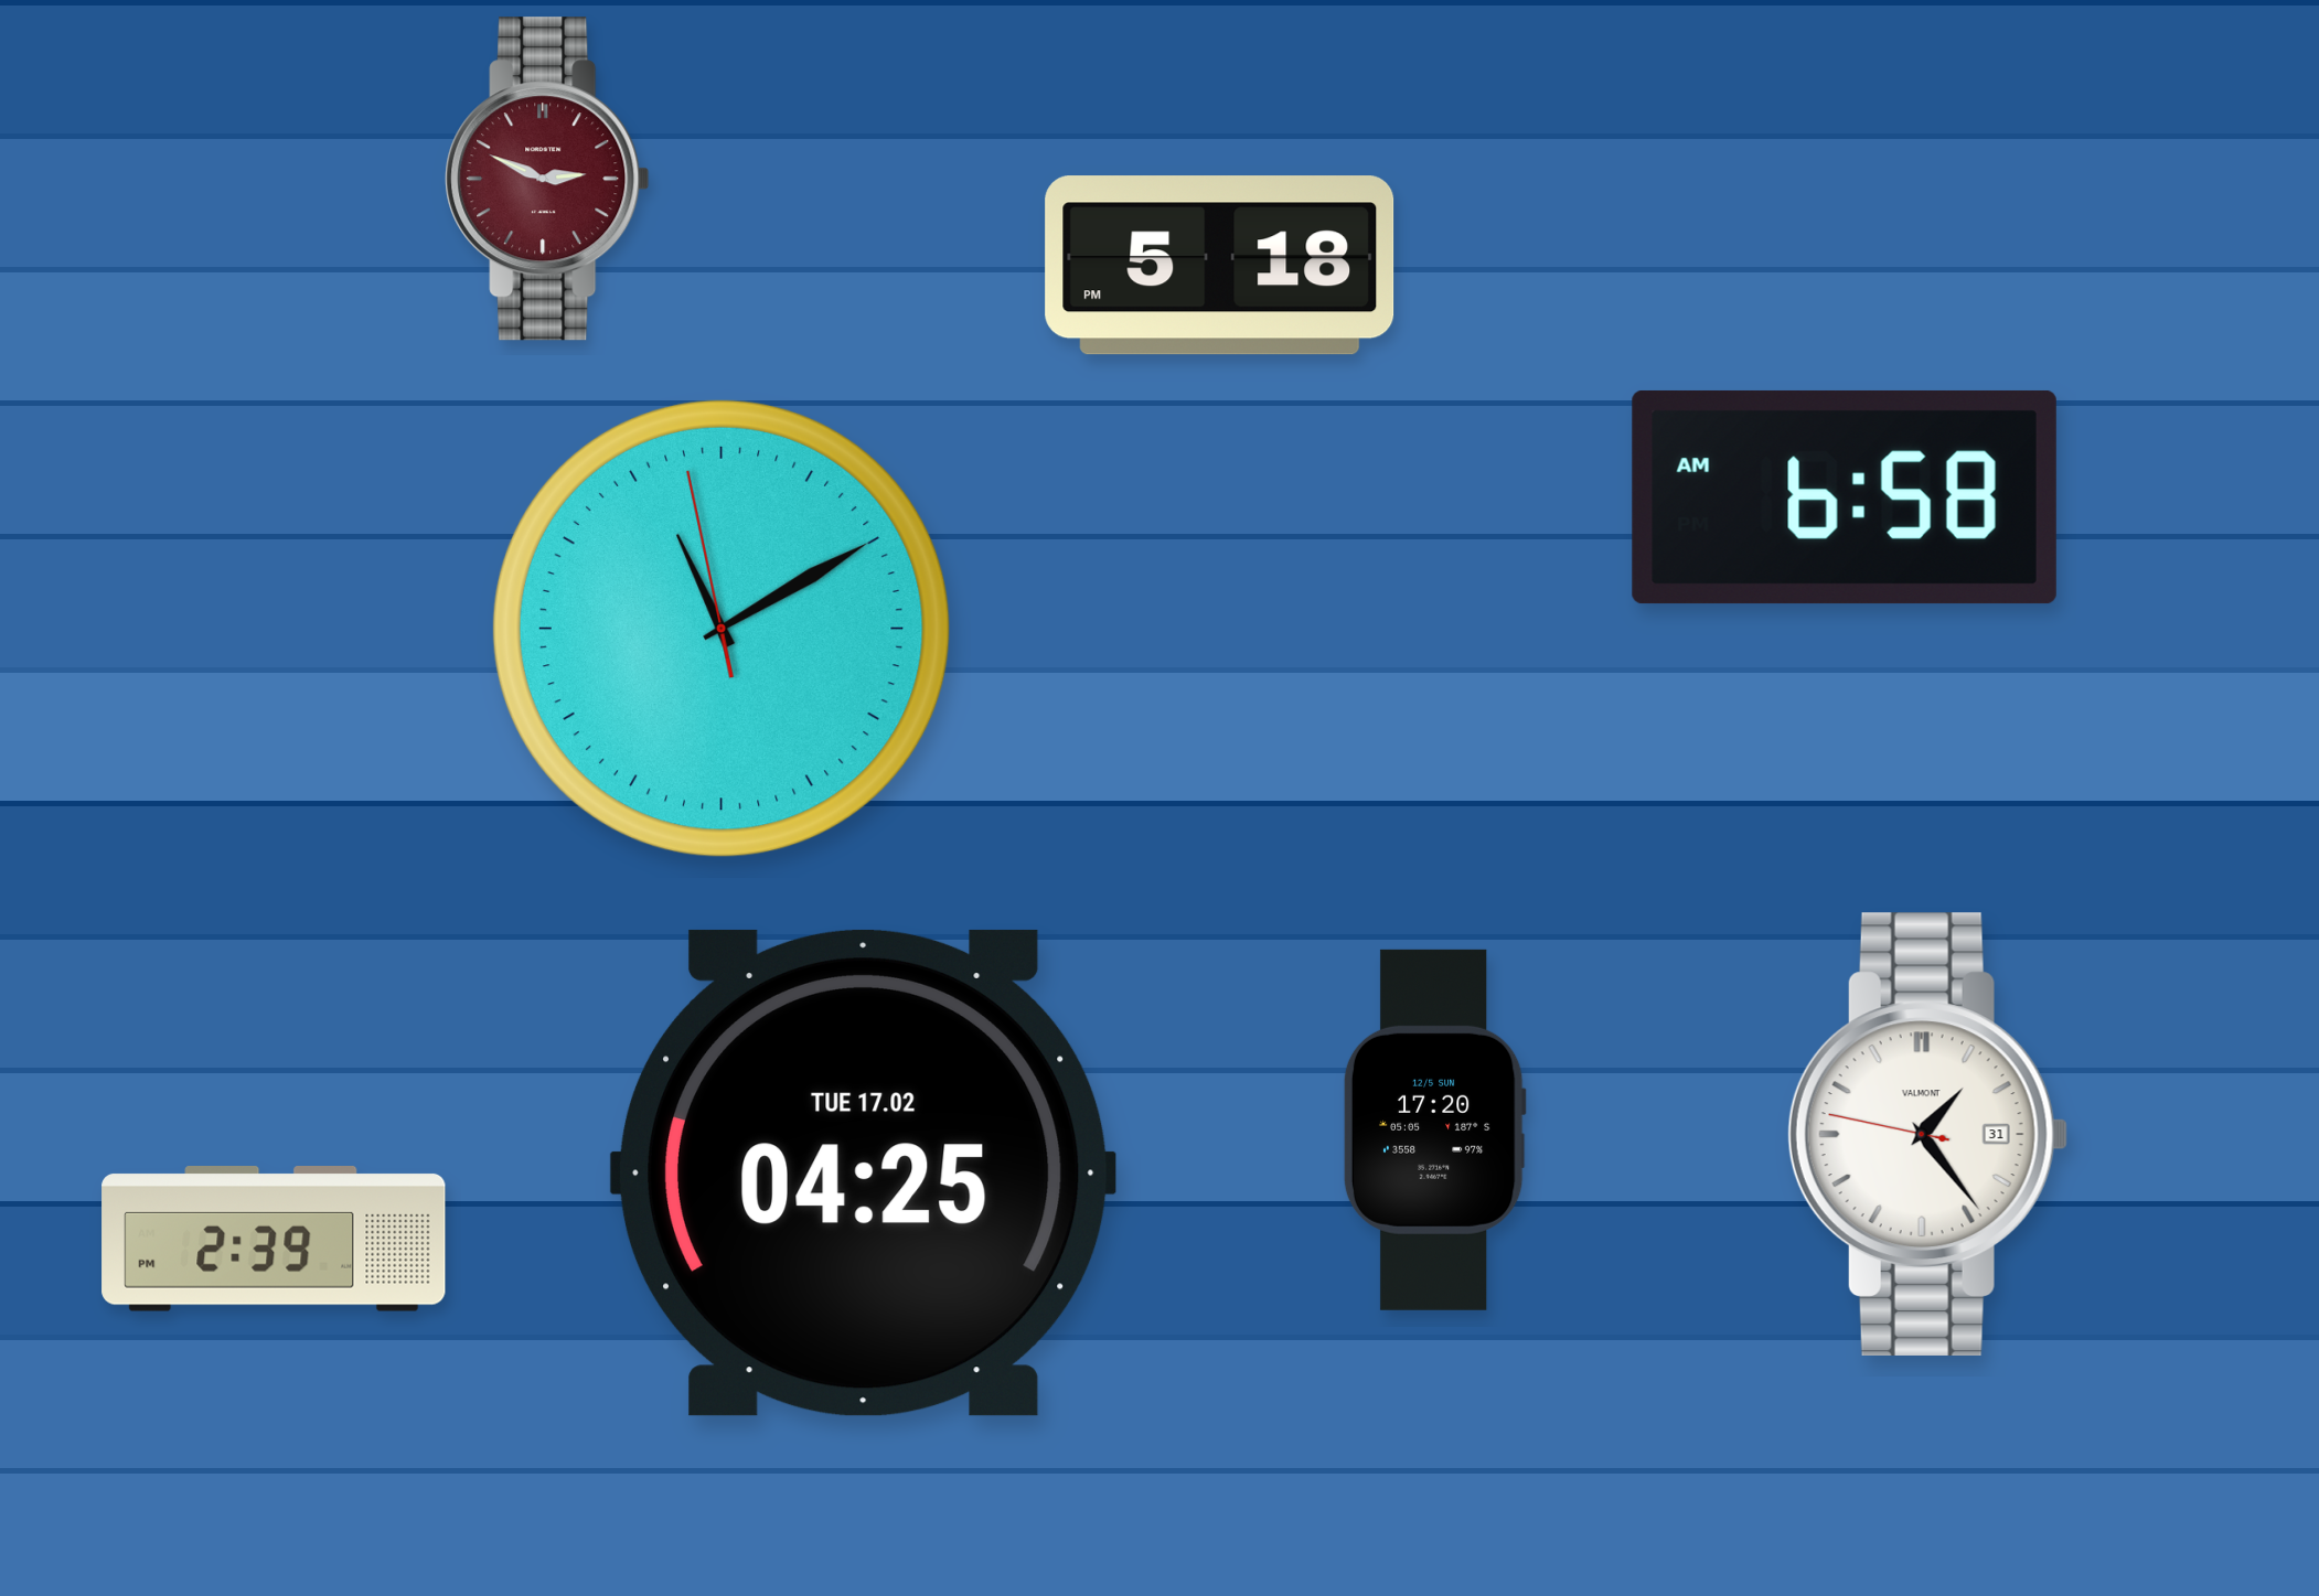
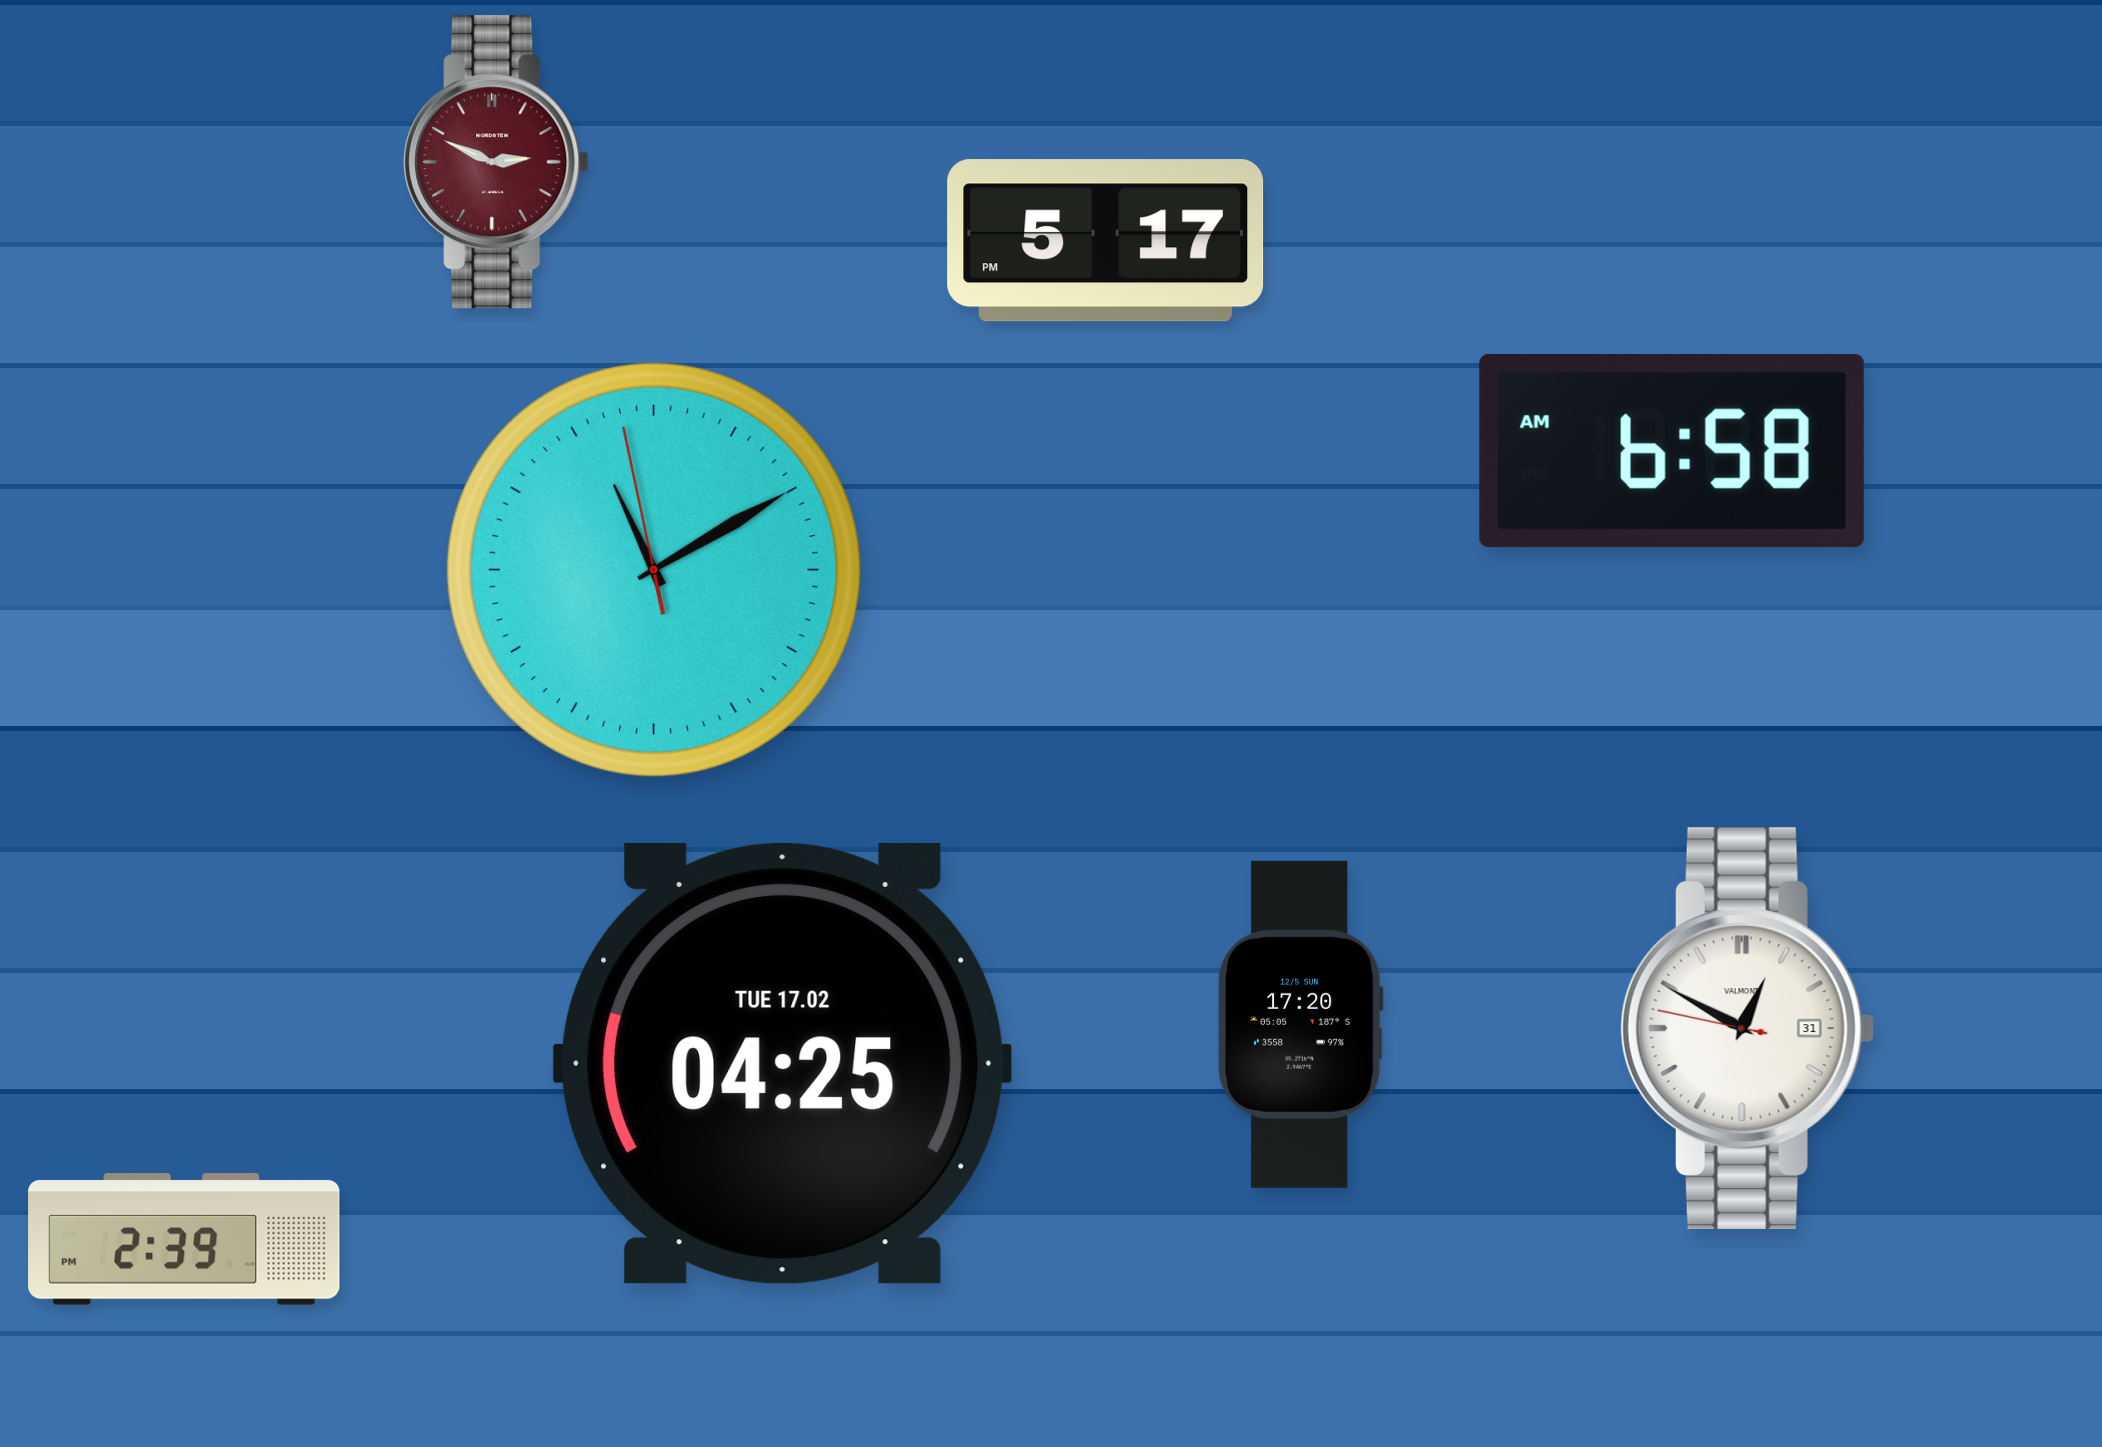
clock at (1220, 266): 5:18 -> 5:17
clock at (1927, 1134): 1:23 -> 12:49
clock at (274, 1240) position: (274, 1240) -> (184, 1240)
